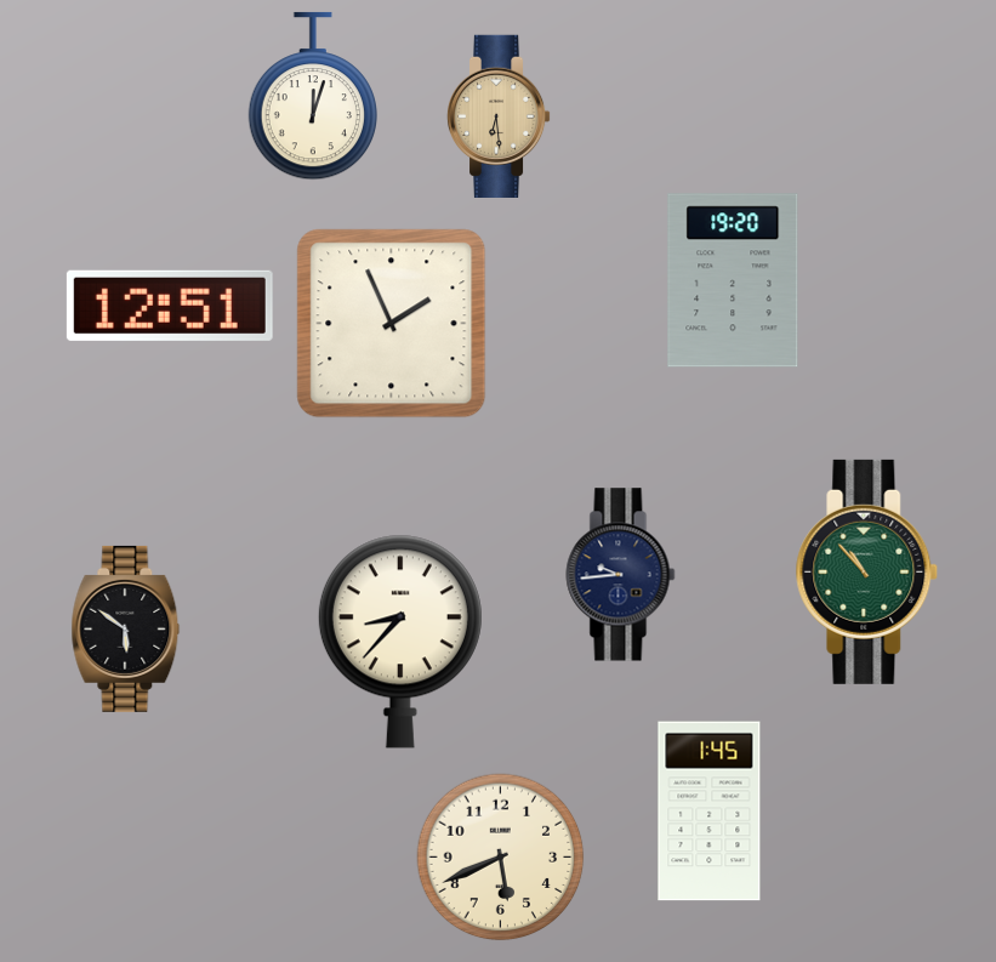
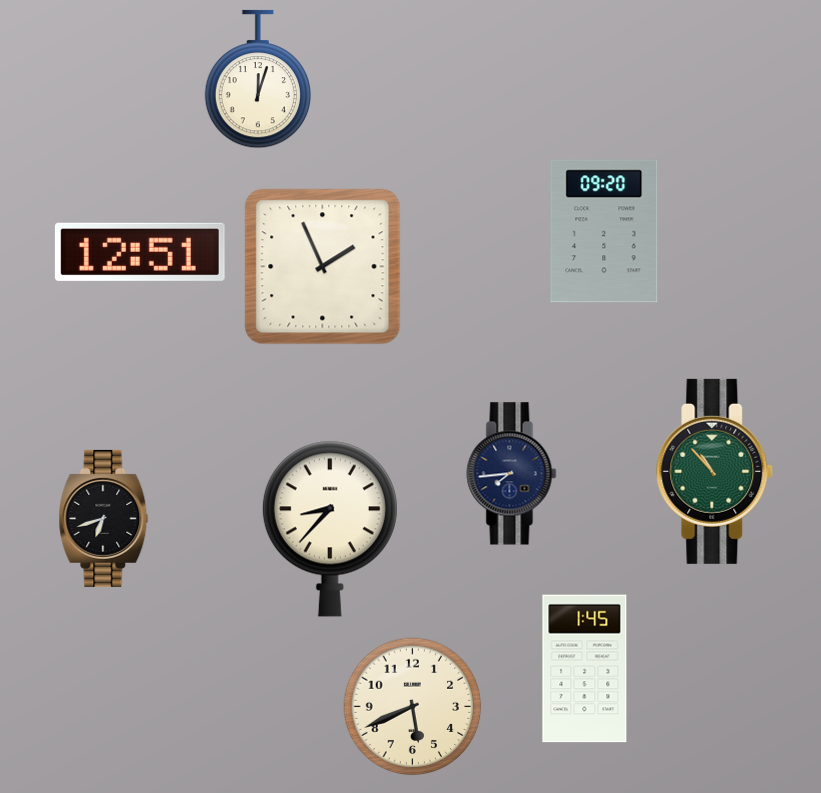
clock at (499, 115): 6:29 -> none
clock at (733, 280): 19:20 -> 09:20
clock at (621, 575): 9:44 -> 7:44
clock at (126, 628): 5:51 -> 6:42
